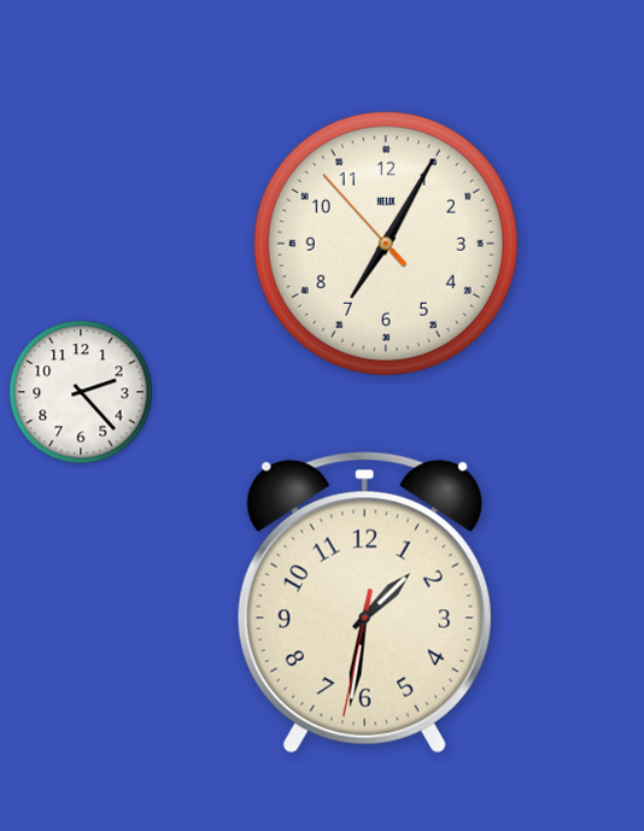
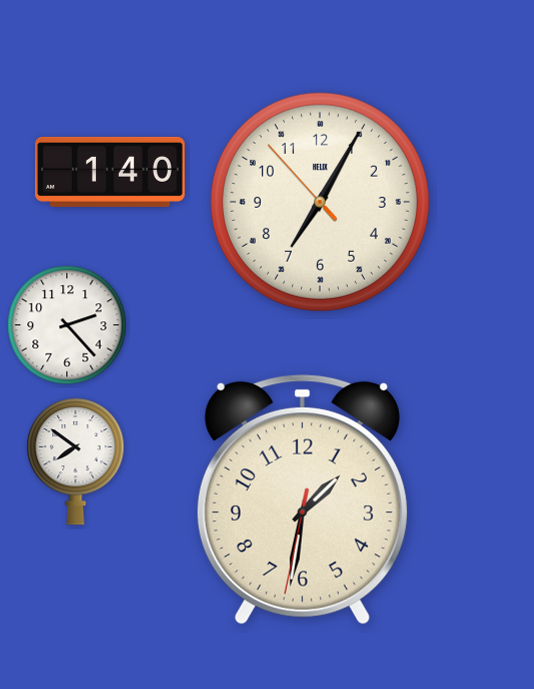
clock at (111, 172): none -> 1:40
clock at (76, 461): none -> 7:51
